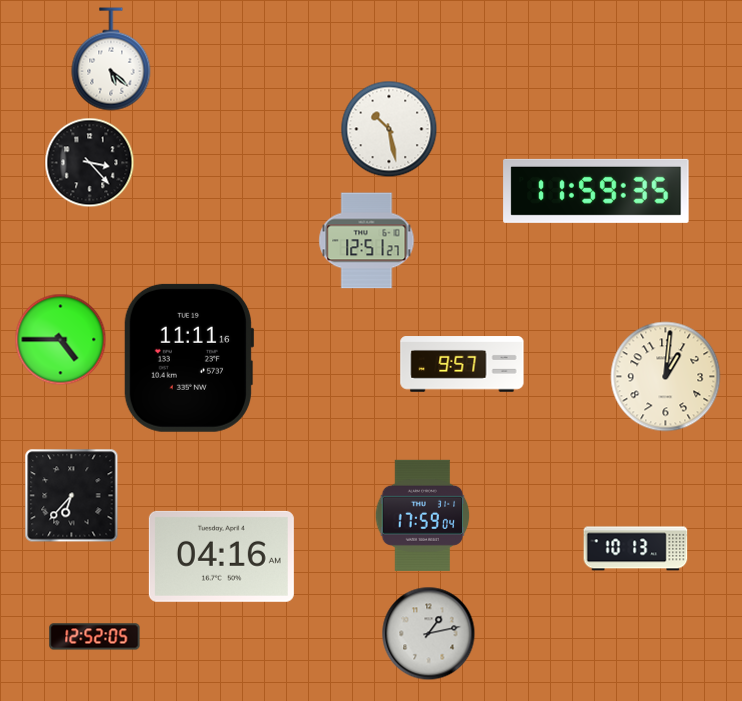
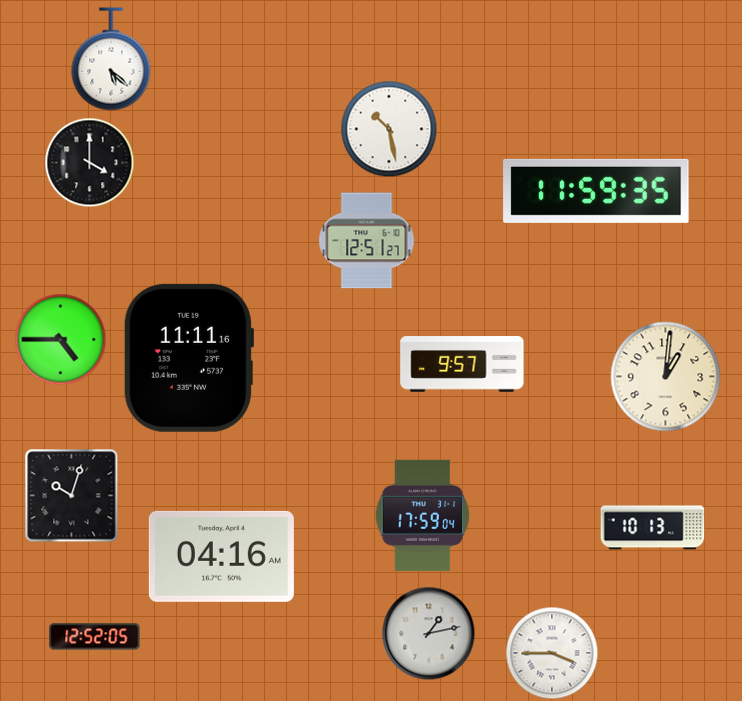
clock at (90, 163): 3:23 -> 4:00
clock at (72, 496): 6:37 -> 10:03
clock at (636, 549) position: (636, 549) -> (653, 528)
clock at (552, 653): none -> 3:45
